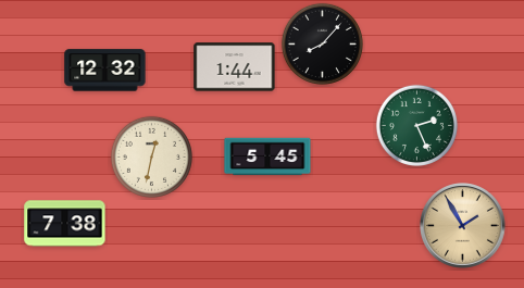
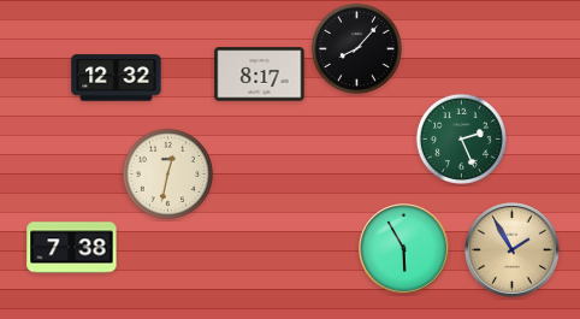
clock at (235, 67): 1:44 -> 8:17
clock at (267, 156): 5:45 -> none
clock at (404, 249): none -> 5:55
